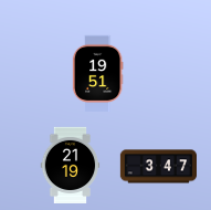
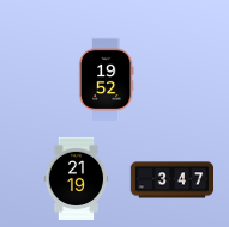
clock at (97, 73): 19:51 -> 19:52
